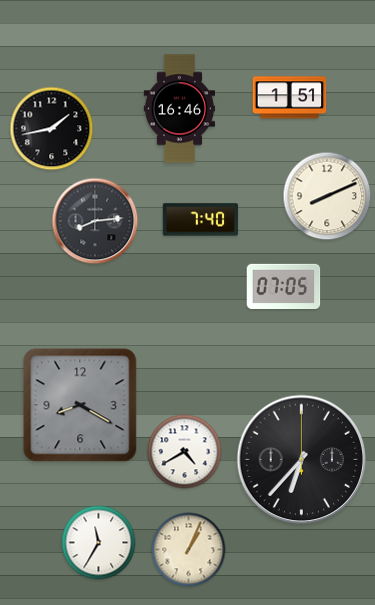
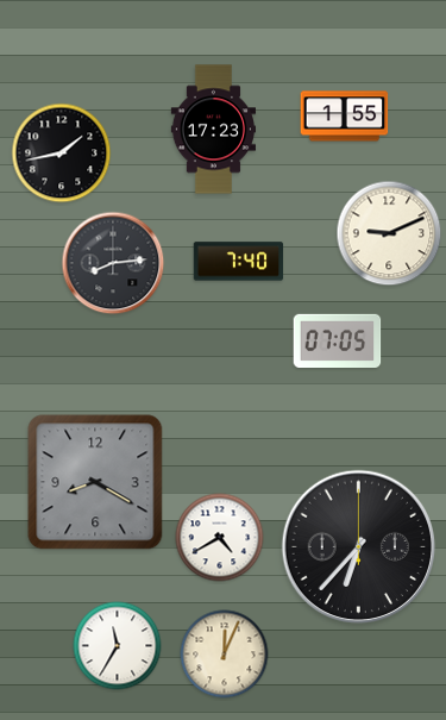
clock at (290, 98): 1:51 -> 1:55
clock at (179, 109): 16:46 -> 17:23
clock at (327, 196): 8:11 -> 9:11
clock at (189, 550): 1:04 -> 12:04
